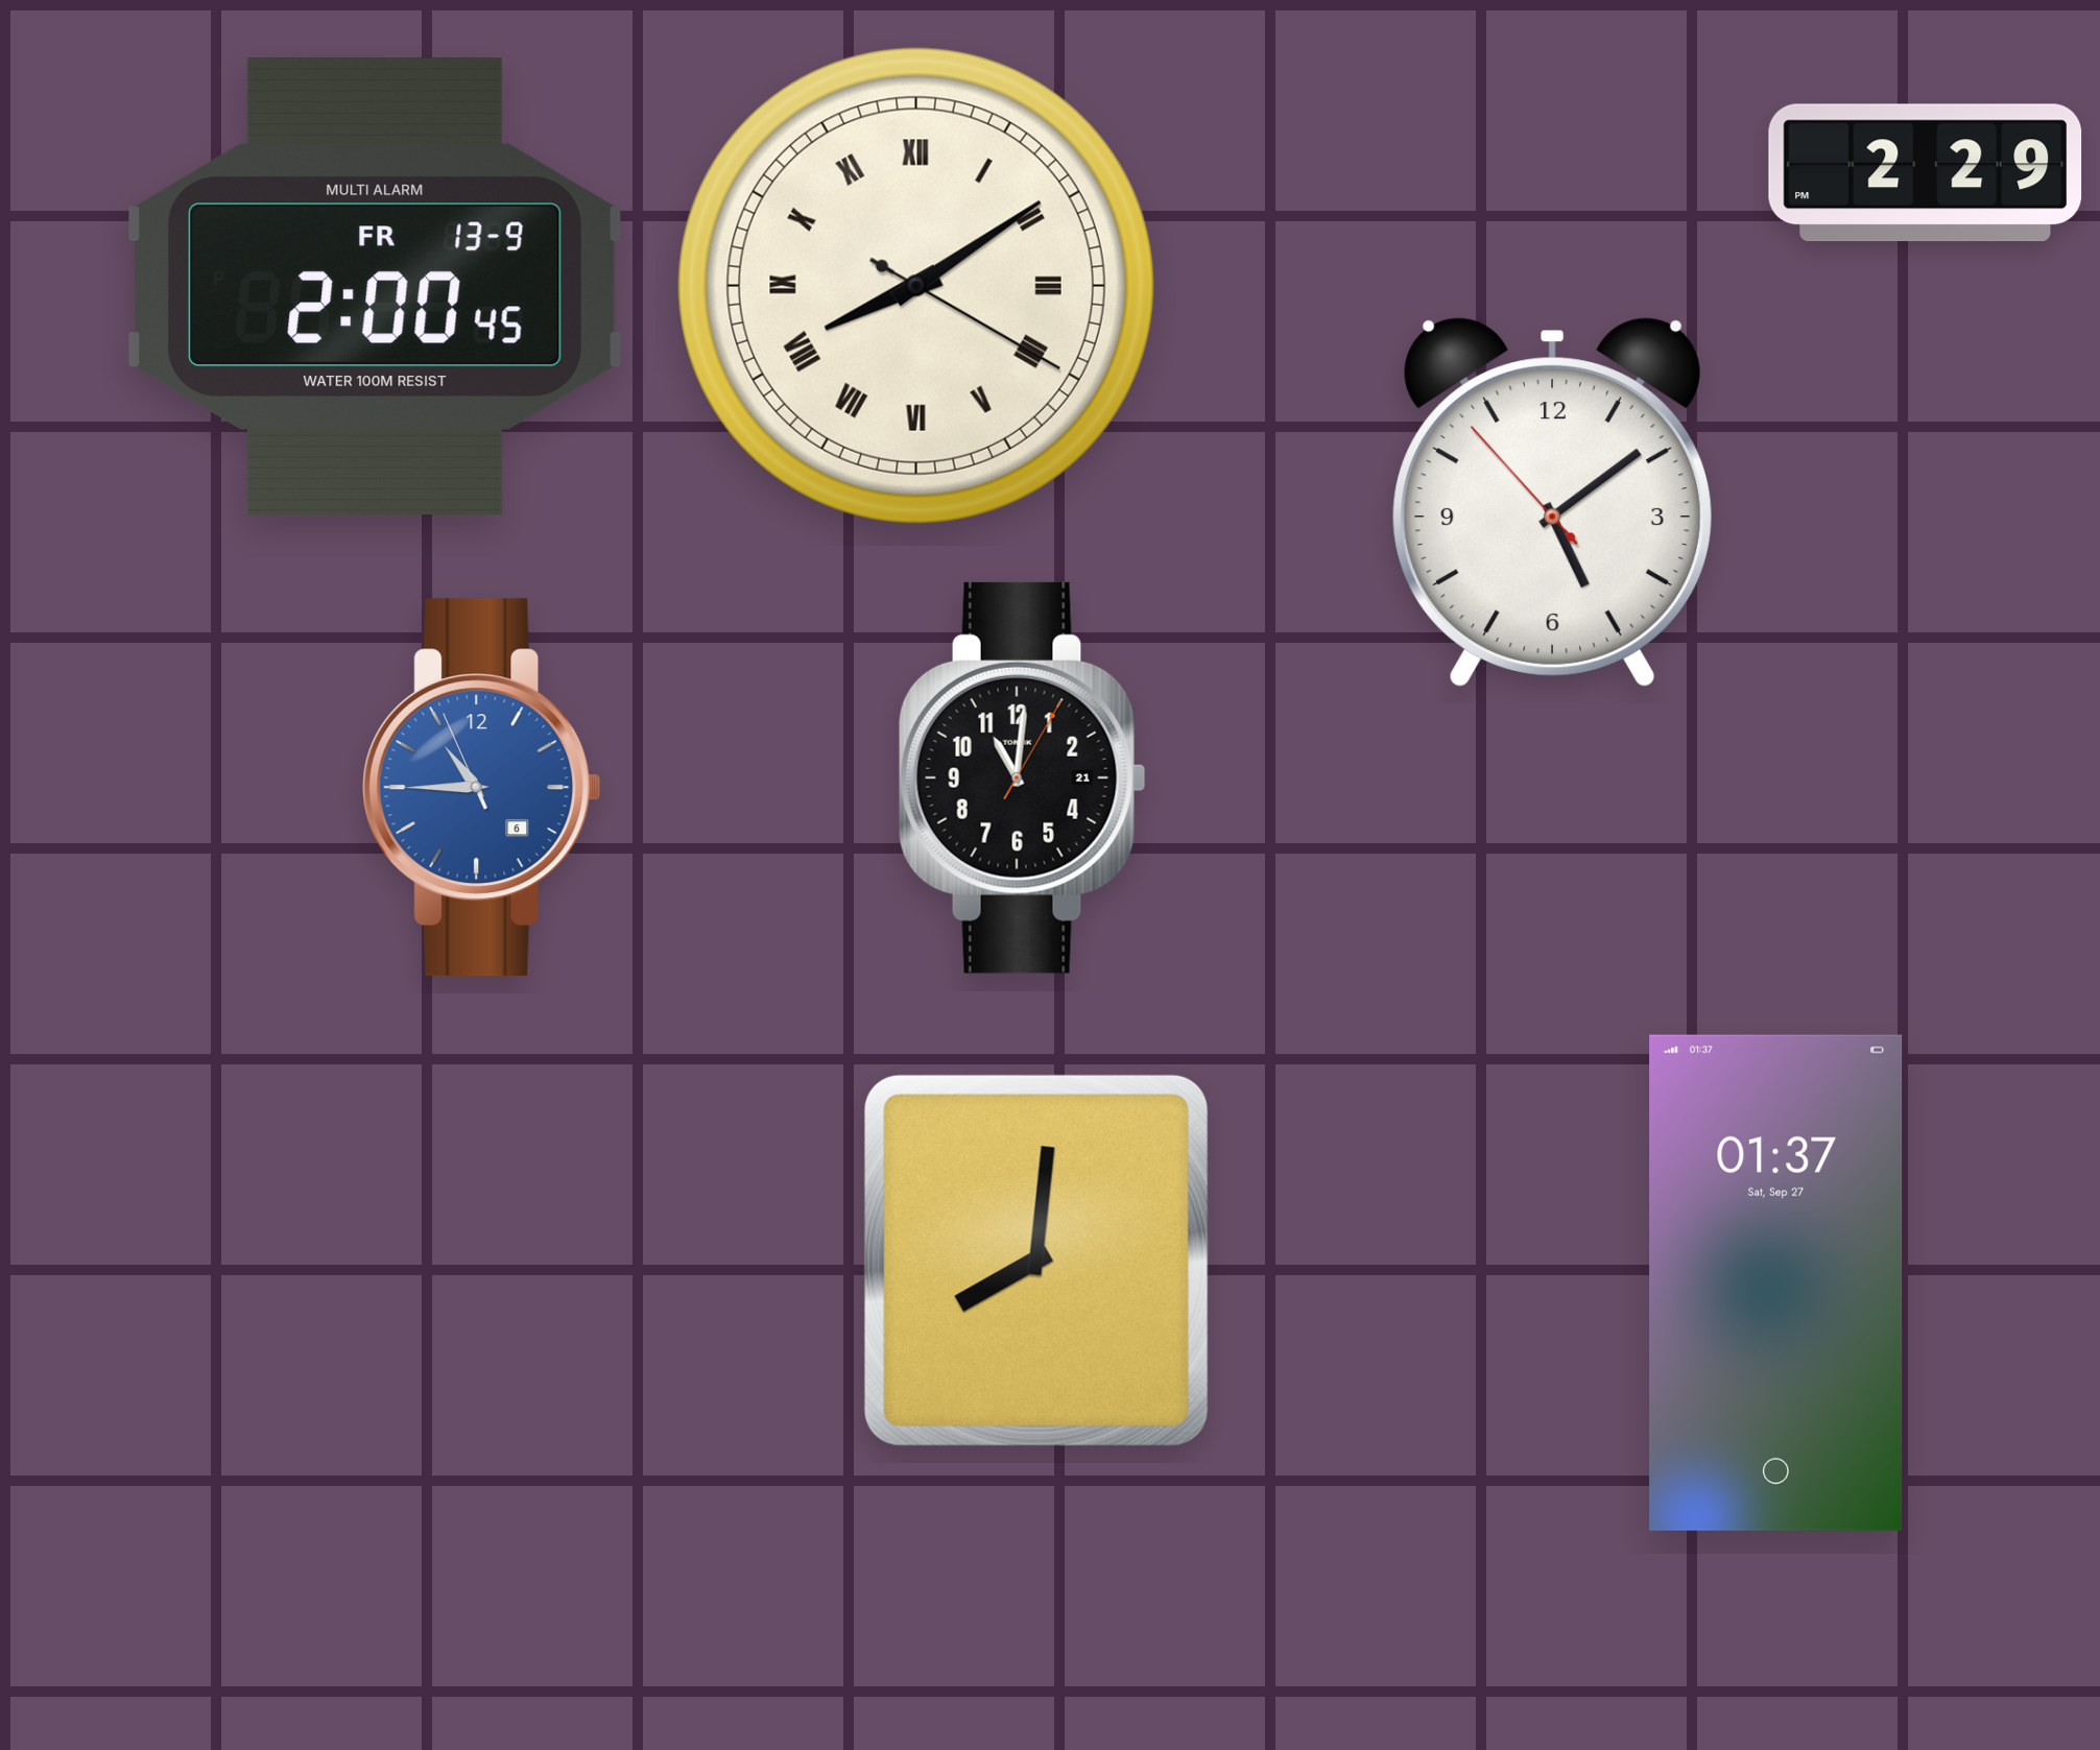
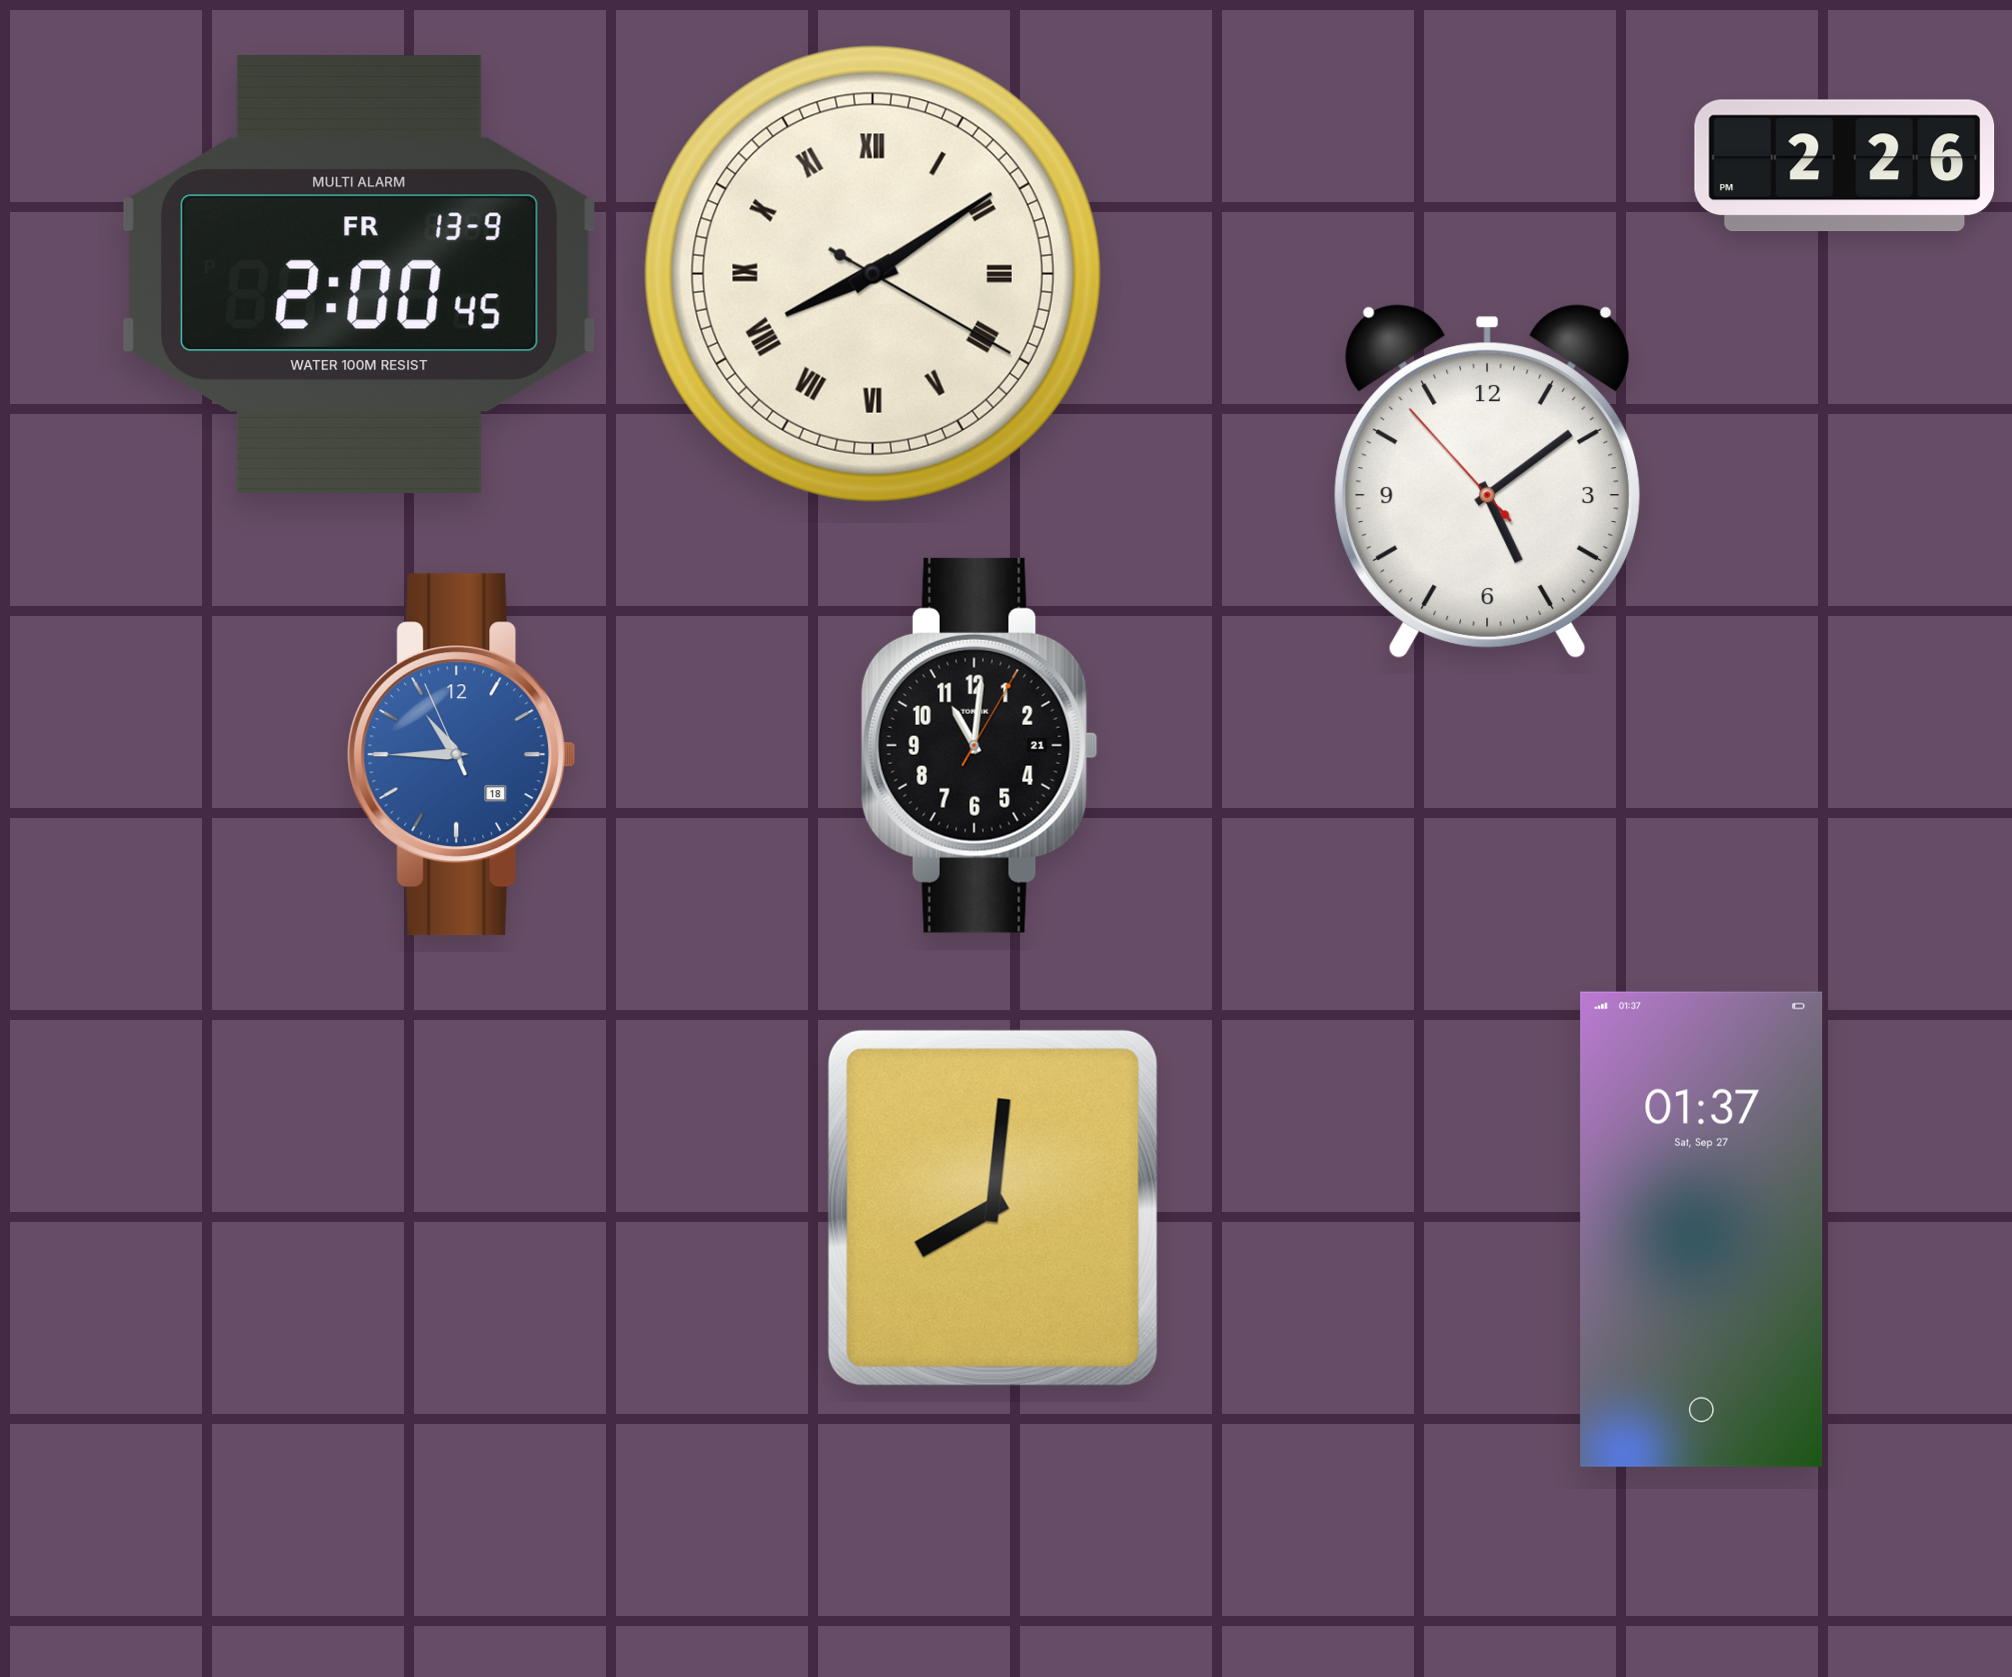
clock at (1926, 173): 2:29 -> 2:26
clock at (916, 286) position: (916, 286) -> (873, 274)
clock at (482, 788) date: 6 -> 18
